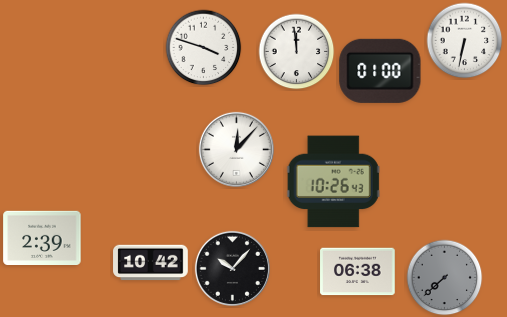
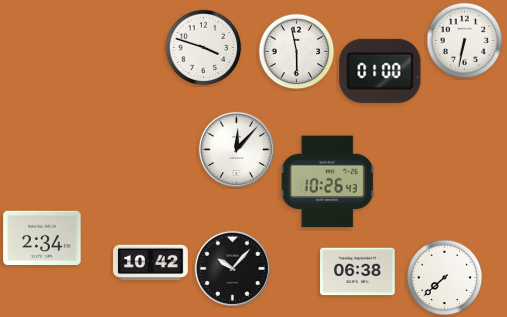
clock at (297, 52): 11:59 -> 5:58
clock at (333, 182) position: (333, 182) -> (327, 182)
clock at (42, 237): 2:39 -> 2:34
clock at (445, 278) dial: grey -> white
